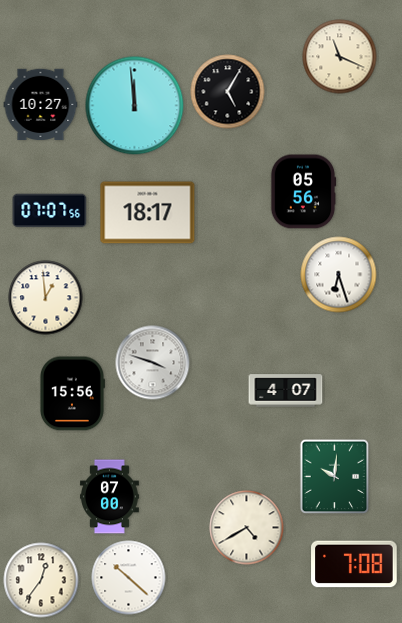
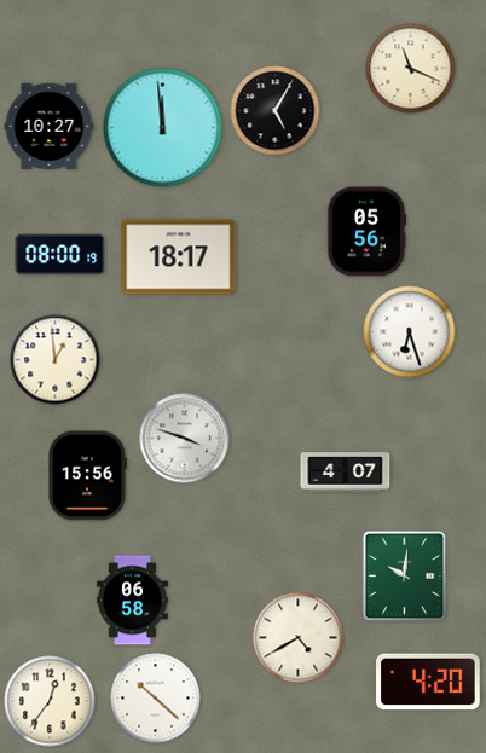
clock at (50, 211): 07:07 -> 08:00
clock at (110, 497): 07:00 -> 06:58
clock at (354, 564): 7:08 -> 4:20
